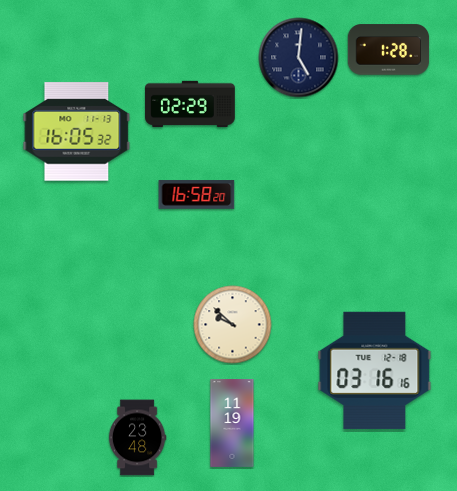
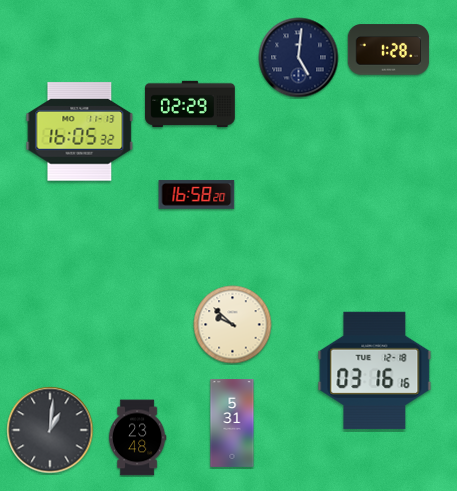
clock at (77, 132) position: (77, 132) -> (80, 132)
clock at (232, 424): 11:19 -> 5:31
clock at (50, 430): none -> 1:01
